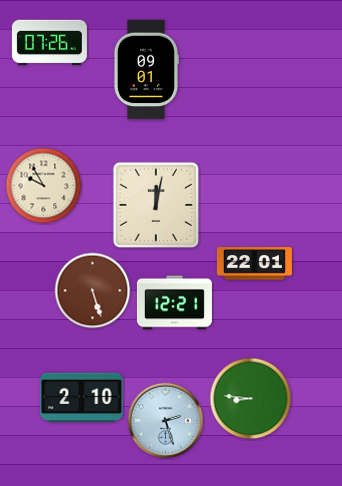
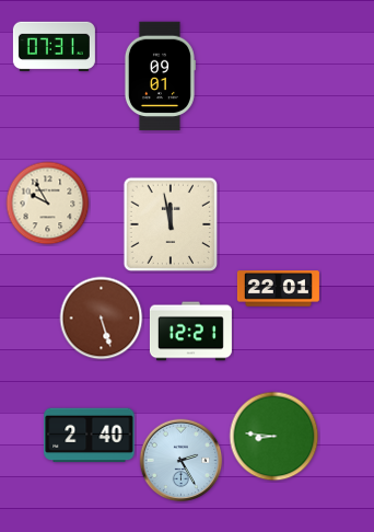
clock at (49, 43): 07:26 -> 07:31
clock at (155, 204): 12:02 -> 11:58
clock at (82, 398): 2:10 -> 2:40
clock at (166, 421): 2:27 -> 2:25
